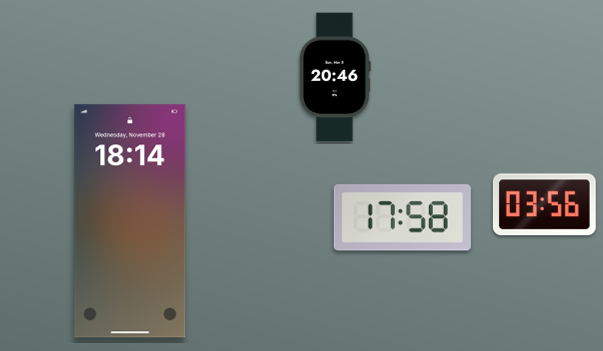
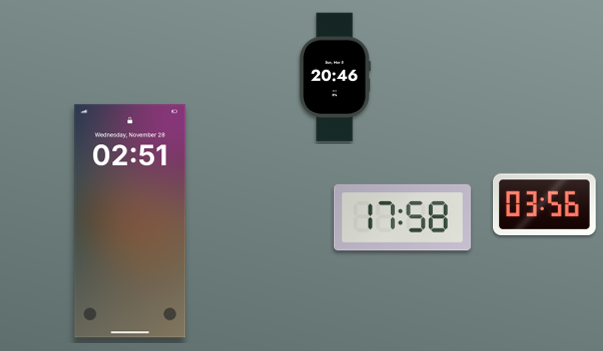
clock at (130, 221): 18:14 -> 02:51
